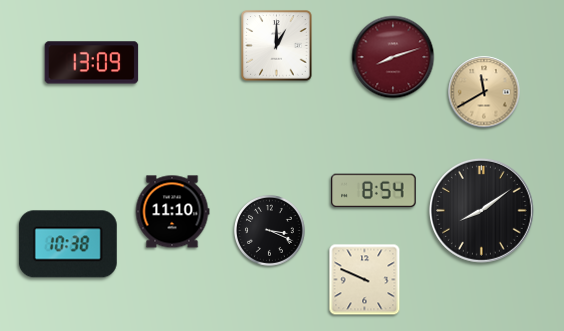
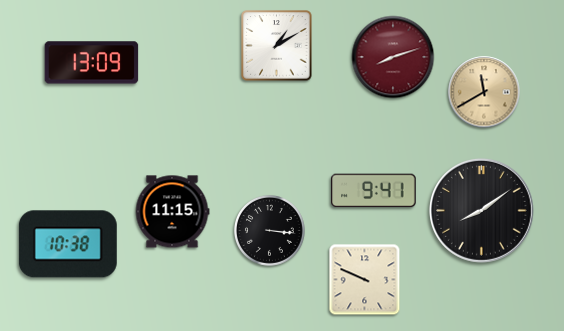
clock at (277, 46): 1:00 -> 1:10
clock at (374, 191): 8:54 -> 9:41
clock at (172, 212): 11:10 -> 11:15
clock at (269, 230): 3:19 -> 3:16
